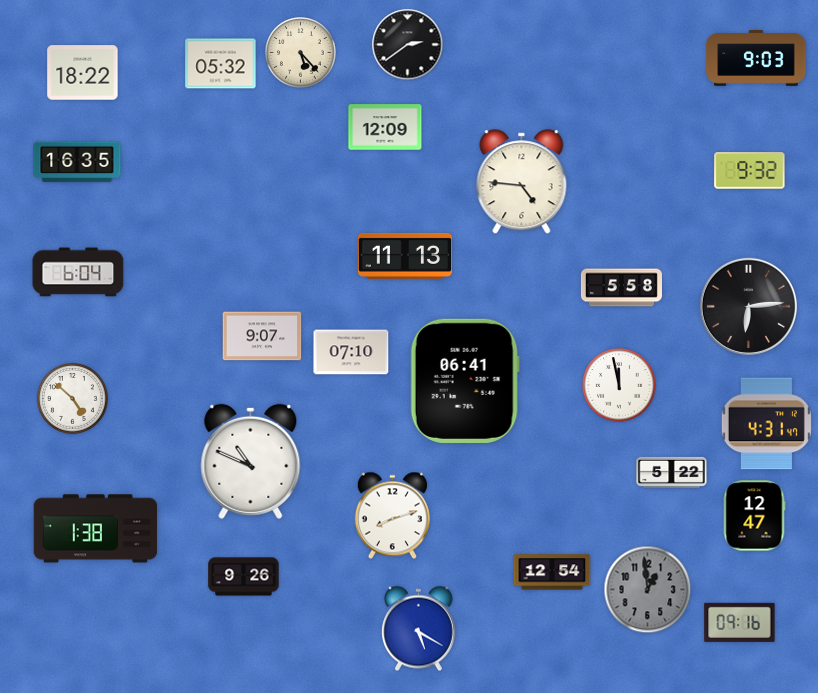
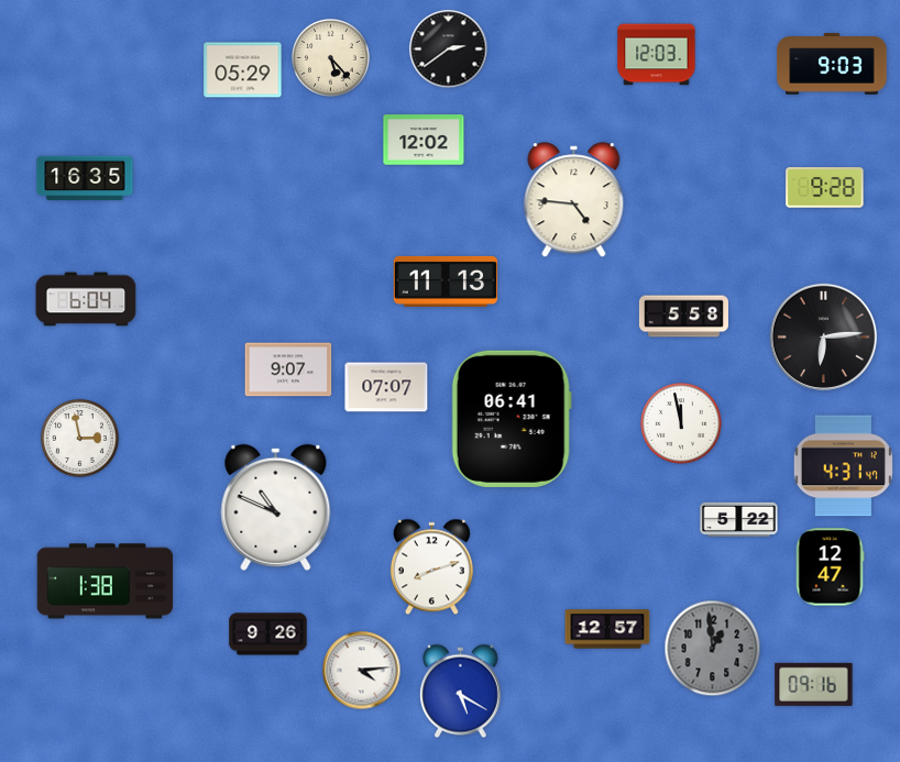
clock at (657, 55): none -> 12:03
clock at (221, 64): 05:32 -> 05:29
clock at (83, 73): 18:22 -> none
clock at (385, 127): 12:09 -> 12:02
clock at (750, 171): 9:32 -> 9:28
clock at (351, 352): 07:10 -> 07:07
clock at (73, 399): 4:52 -> 2:58
clock at (552, 572): 12:54 -> 12:57
clock at (362, 671): none -> 4:14
